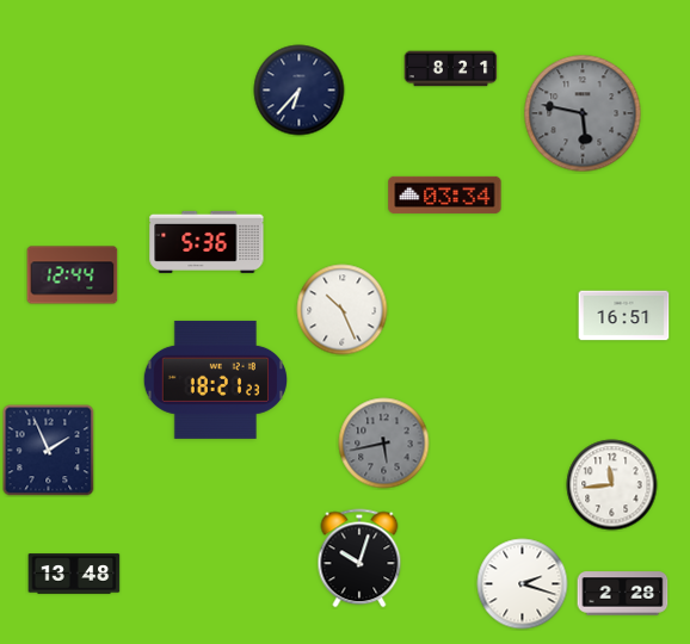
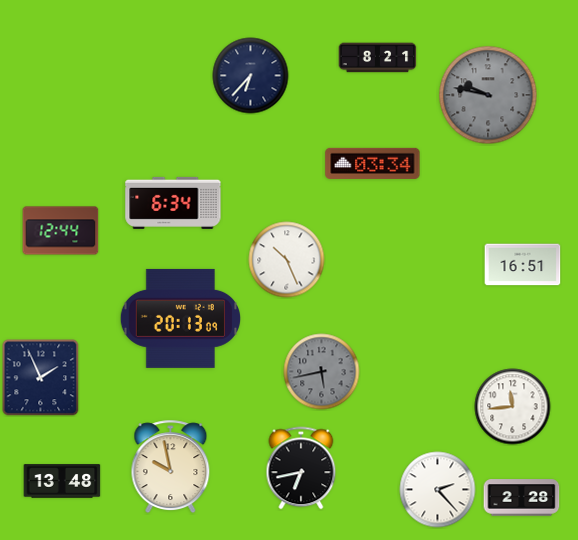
clock at (583, 113): 5:47 -> 9:47
clock at (207, 242): 5:36 -> 6:34
clock at (215, 379): 18:21 -> 20:13
clock at (171, 467): none -> 9:58
clock at (359, 558): 10:03 -> 6:43
clock at (523, 584): 2:18 -> 2:23
